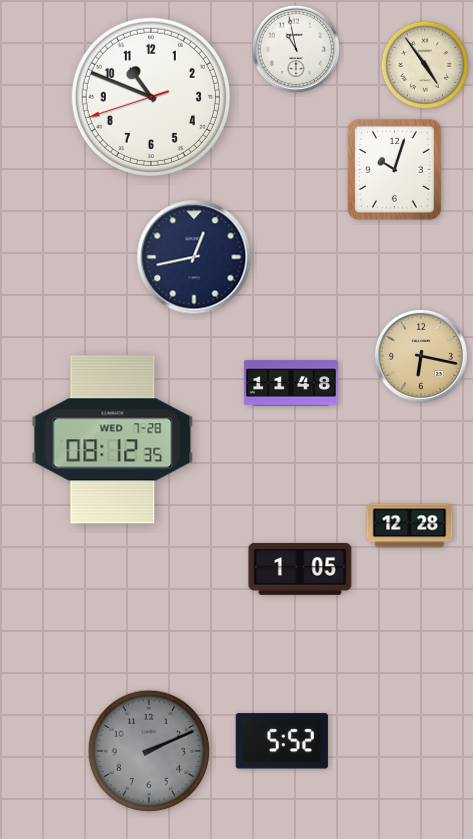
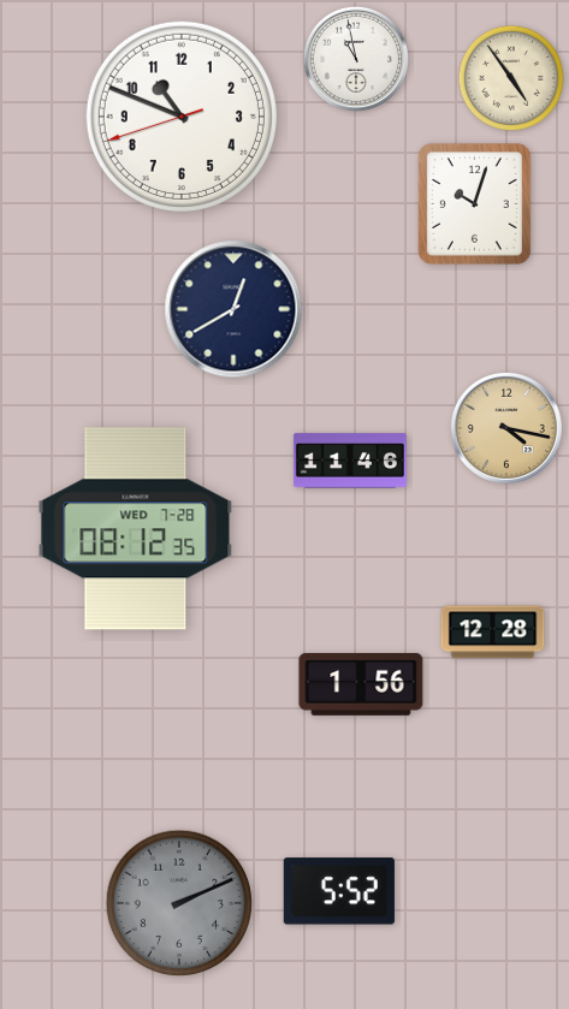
clock at (194, 257): 12:43 -> 12:40
clock at (421, 356): 6:17 -> 4:17
clock at (291, 383): 11:48 -> 11:46
clock at (300, 570): 1:05 -> 1:56
